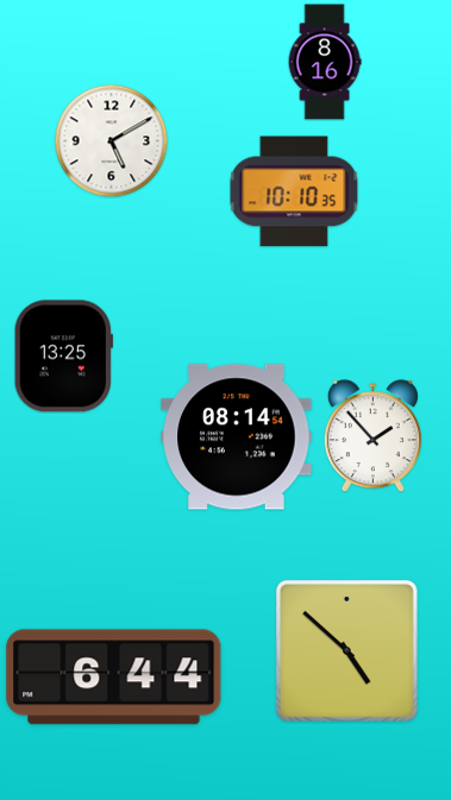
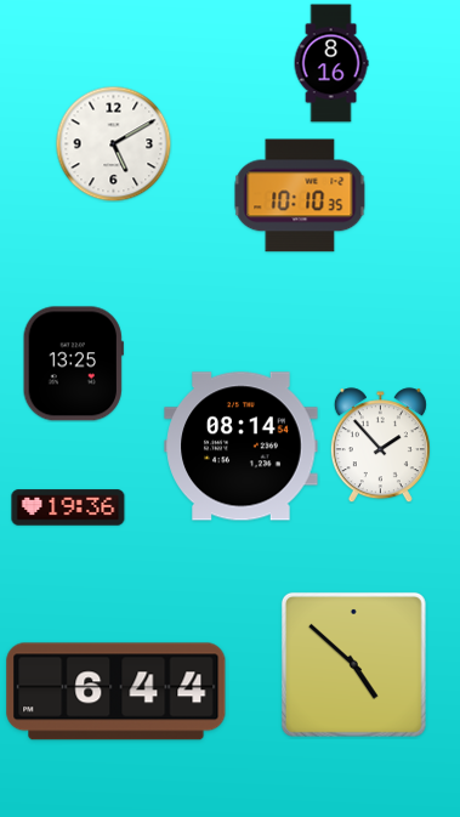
clock at (63, 357) position: (63, 357) -> (73, 364)
clock at (68, 507): none -> 19:36
